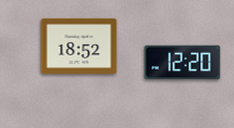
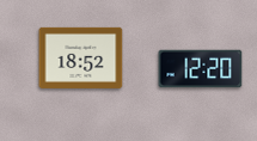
clock at (79, 46) position: (79, 46) -> (81, 57)
